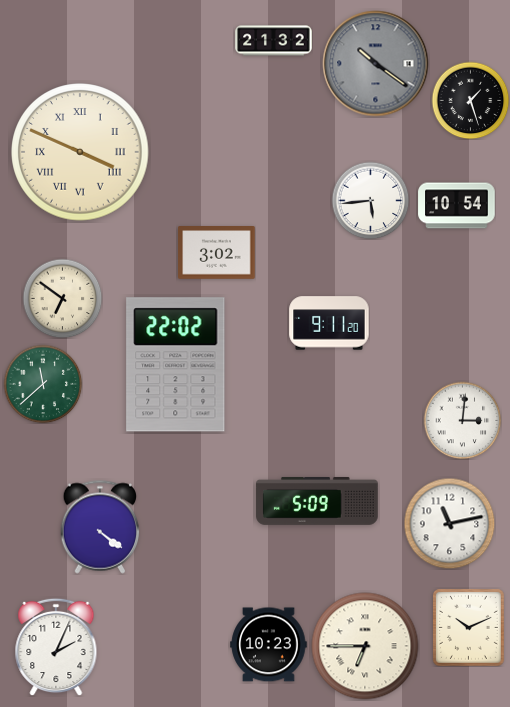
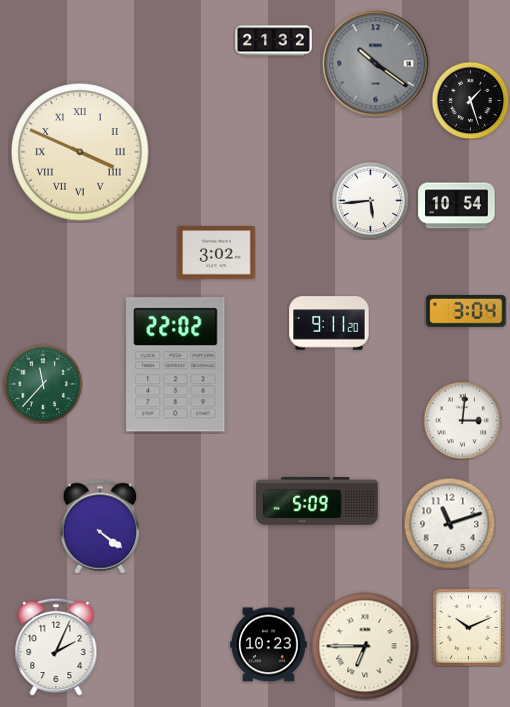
clock at (62, 298): 6:51 -> none
clock at (466, 311): none -> 3:04
clock at (43, 384): 11:38 -> 11:37
clock at (449, 523): 11:13 -> 11:12
